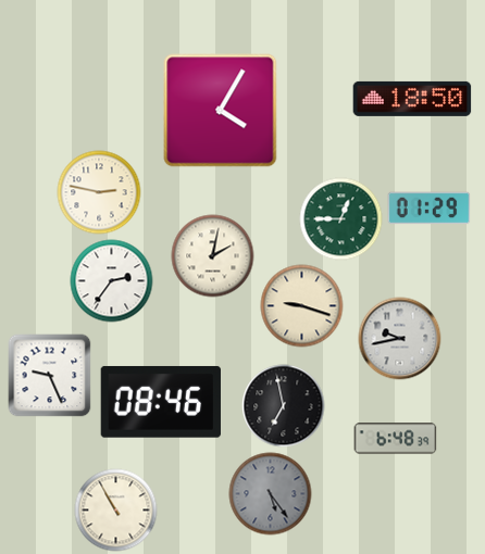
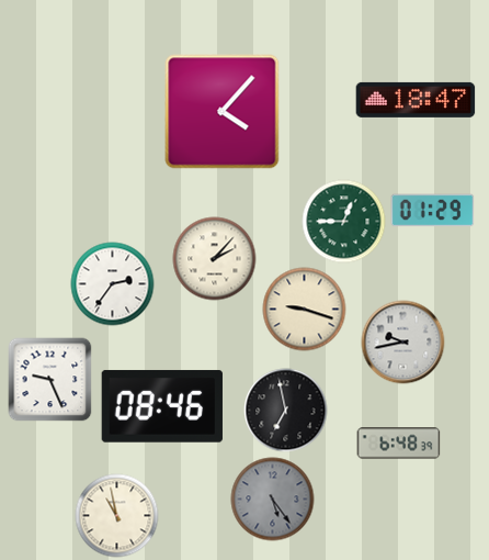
clock at (412, 99): 18:50 -> 18:47
clock at (221, 111): 4:05 -> 4:07
clock at (99, 192): 2:47 -> none
clock at (213, 256): 2:02 -> 2:07
clock at (116, 511): 10:55 -> 10:58
